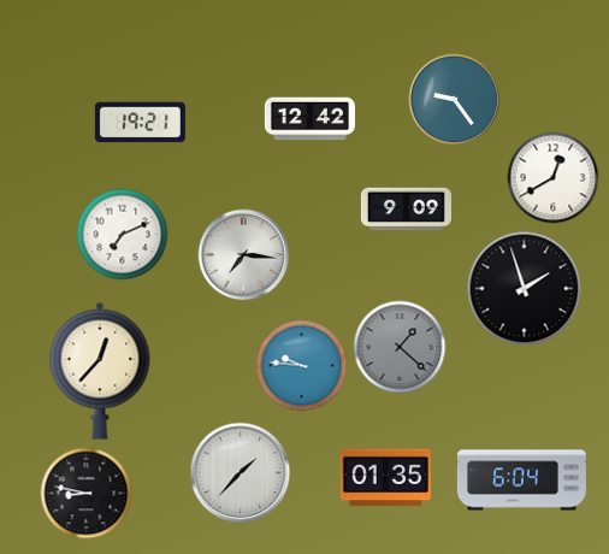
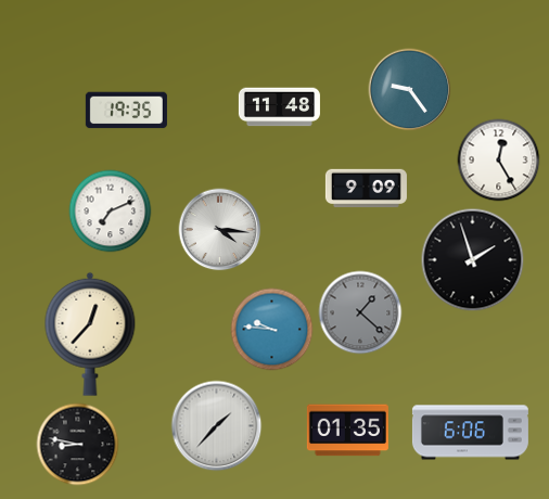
clock at (309, 119): 12:42 -> 11:48
clock at (140, 123): 19:21 -> 19:35
clock at (554, 178): 12:40 -> 12:25
clock at (244, 255): 7:16 -> 4:16
clock at (521, 481): 6:04 -> 6:06
